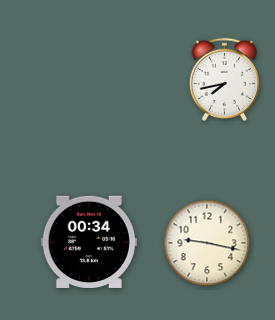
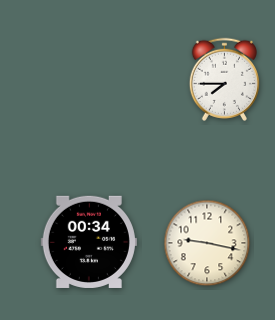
clock at (224, 79): 7:43 -> 7:45
